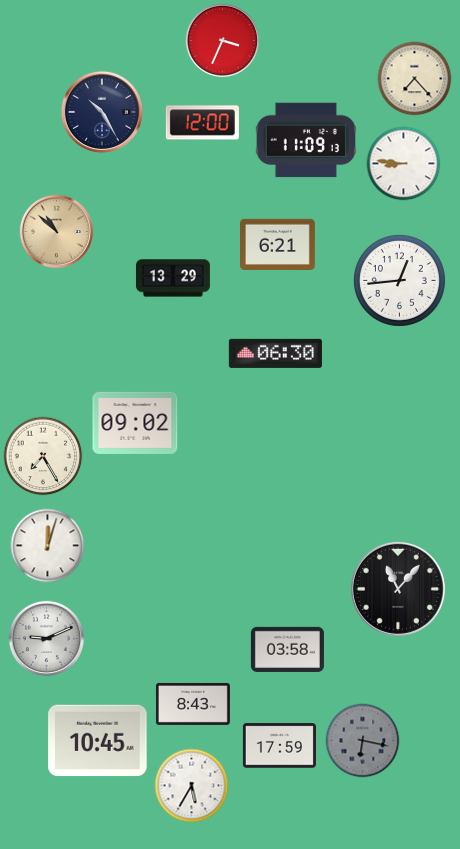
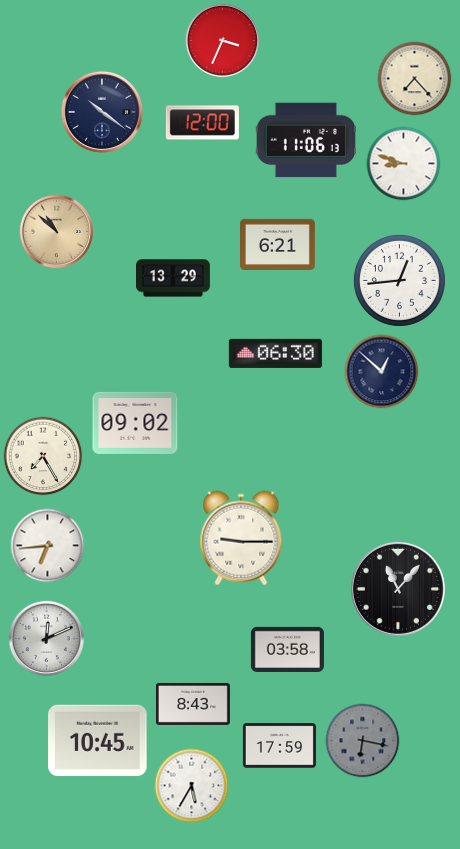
clock at (102, 112): 10:25 -> 10:21
clock at (305, 140): 11:09 -> 11:06
clock at (404, 164): 8:46 -> 8:48
clock at (382, 372): none -> 12:52
clock at (241, 538): none -> 9:15
clock at (48, 546): 12:03 -> 6:44
clock at (46, 638): 9:11 -> 12:11
